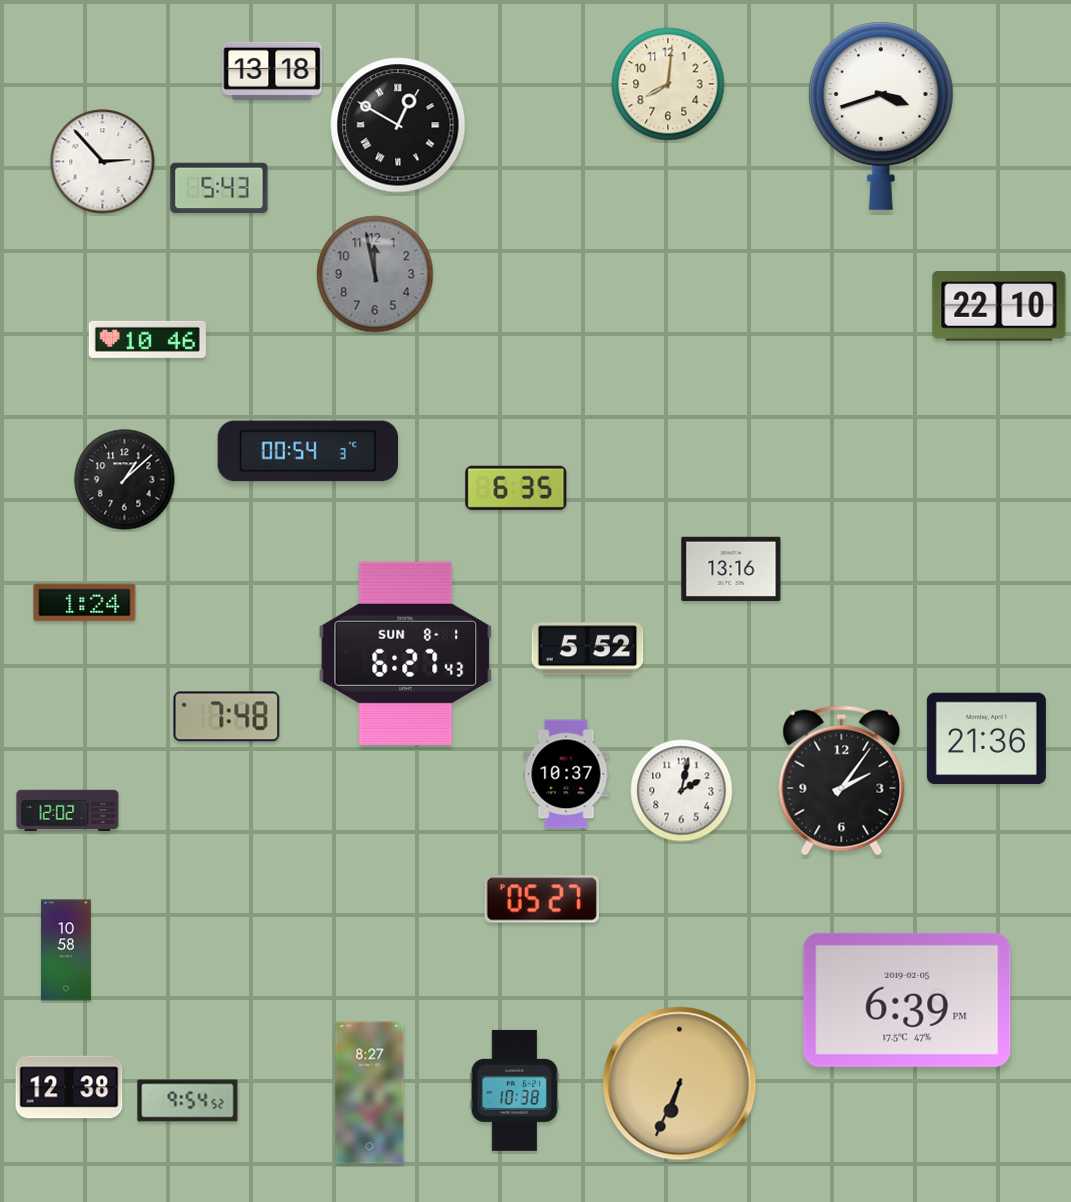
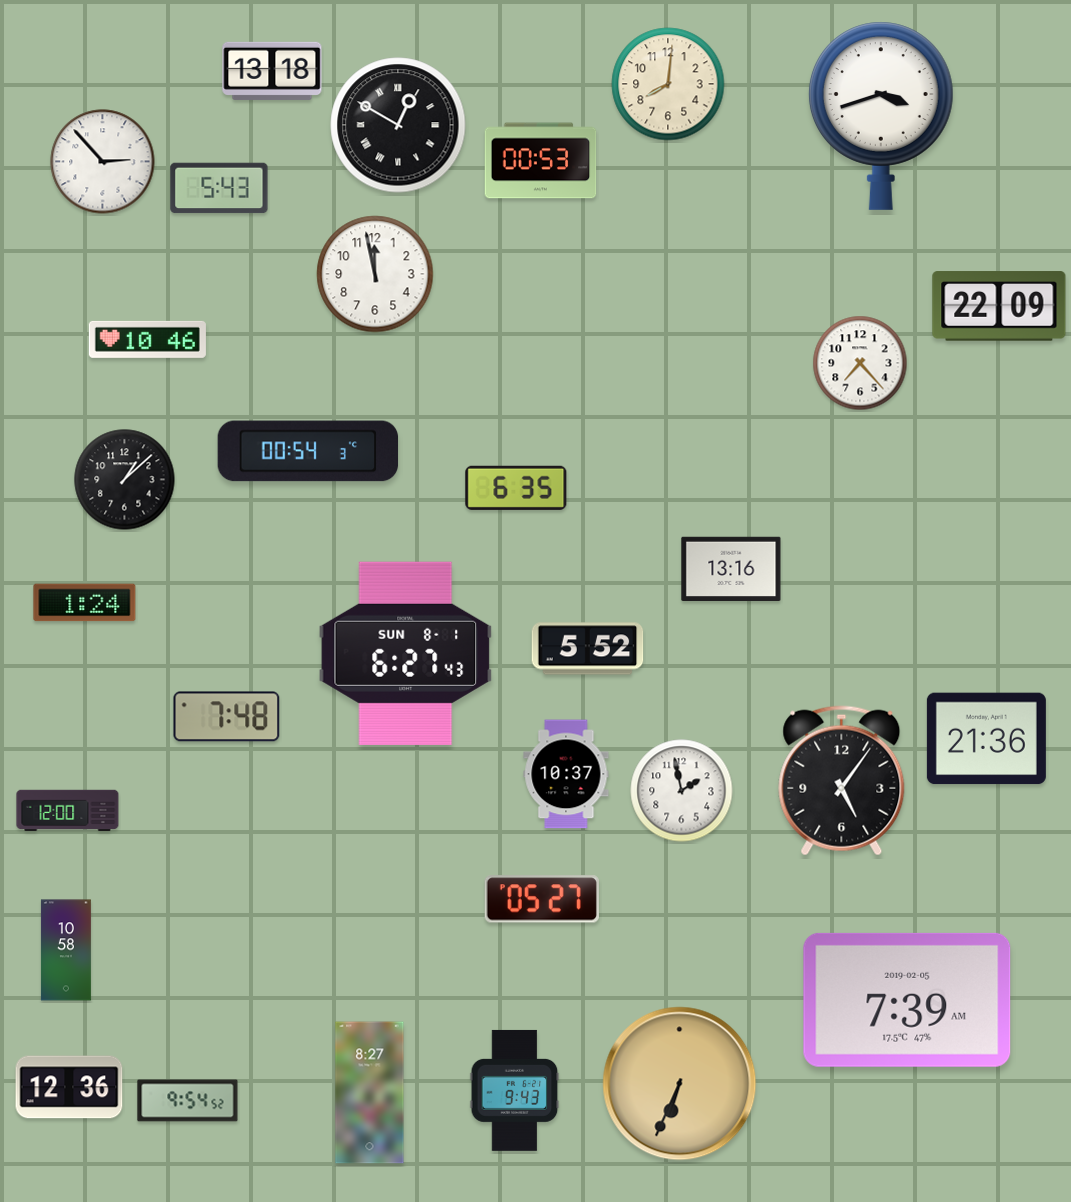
clock at (541, 161): none -> 00:53
clock at (375, 274) dial: grey -> white
clock at (999, 306): 22:10 -> 22:09
clock at (860, 363): none -> 7:23
clock at (842, 781): 2:06 -> 5:06
clock at (682, 791): 2:02 -> 1:58
clock at (68, 811): 12:02 -> 12:00
clock at (907, 1000): 6:39 -> 7:39
clock at (69, 1087): 12:38 -> 12:36
clock at (515, 1090): 10:38 -> 9:43
